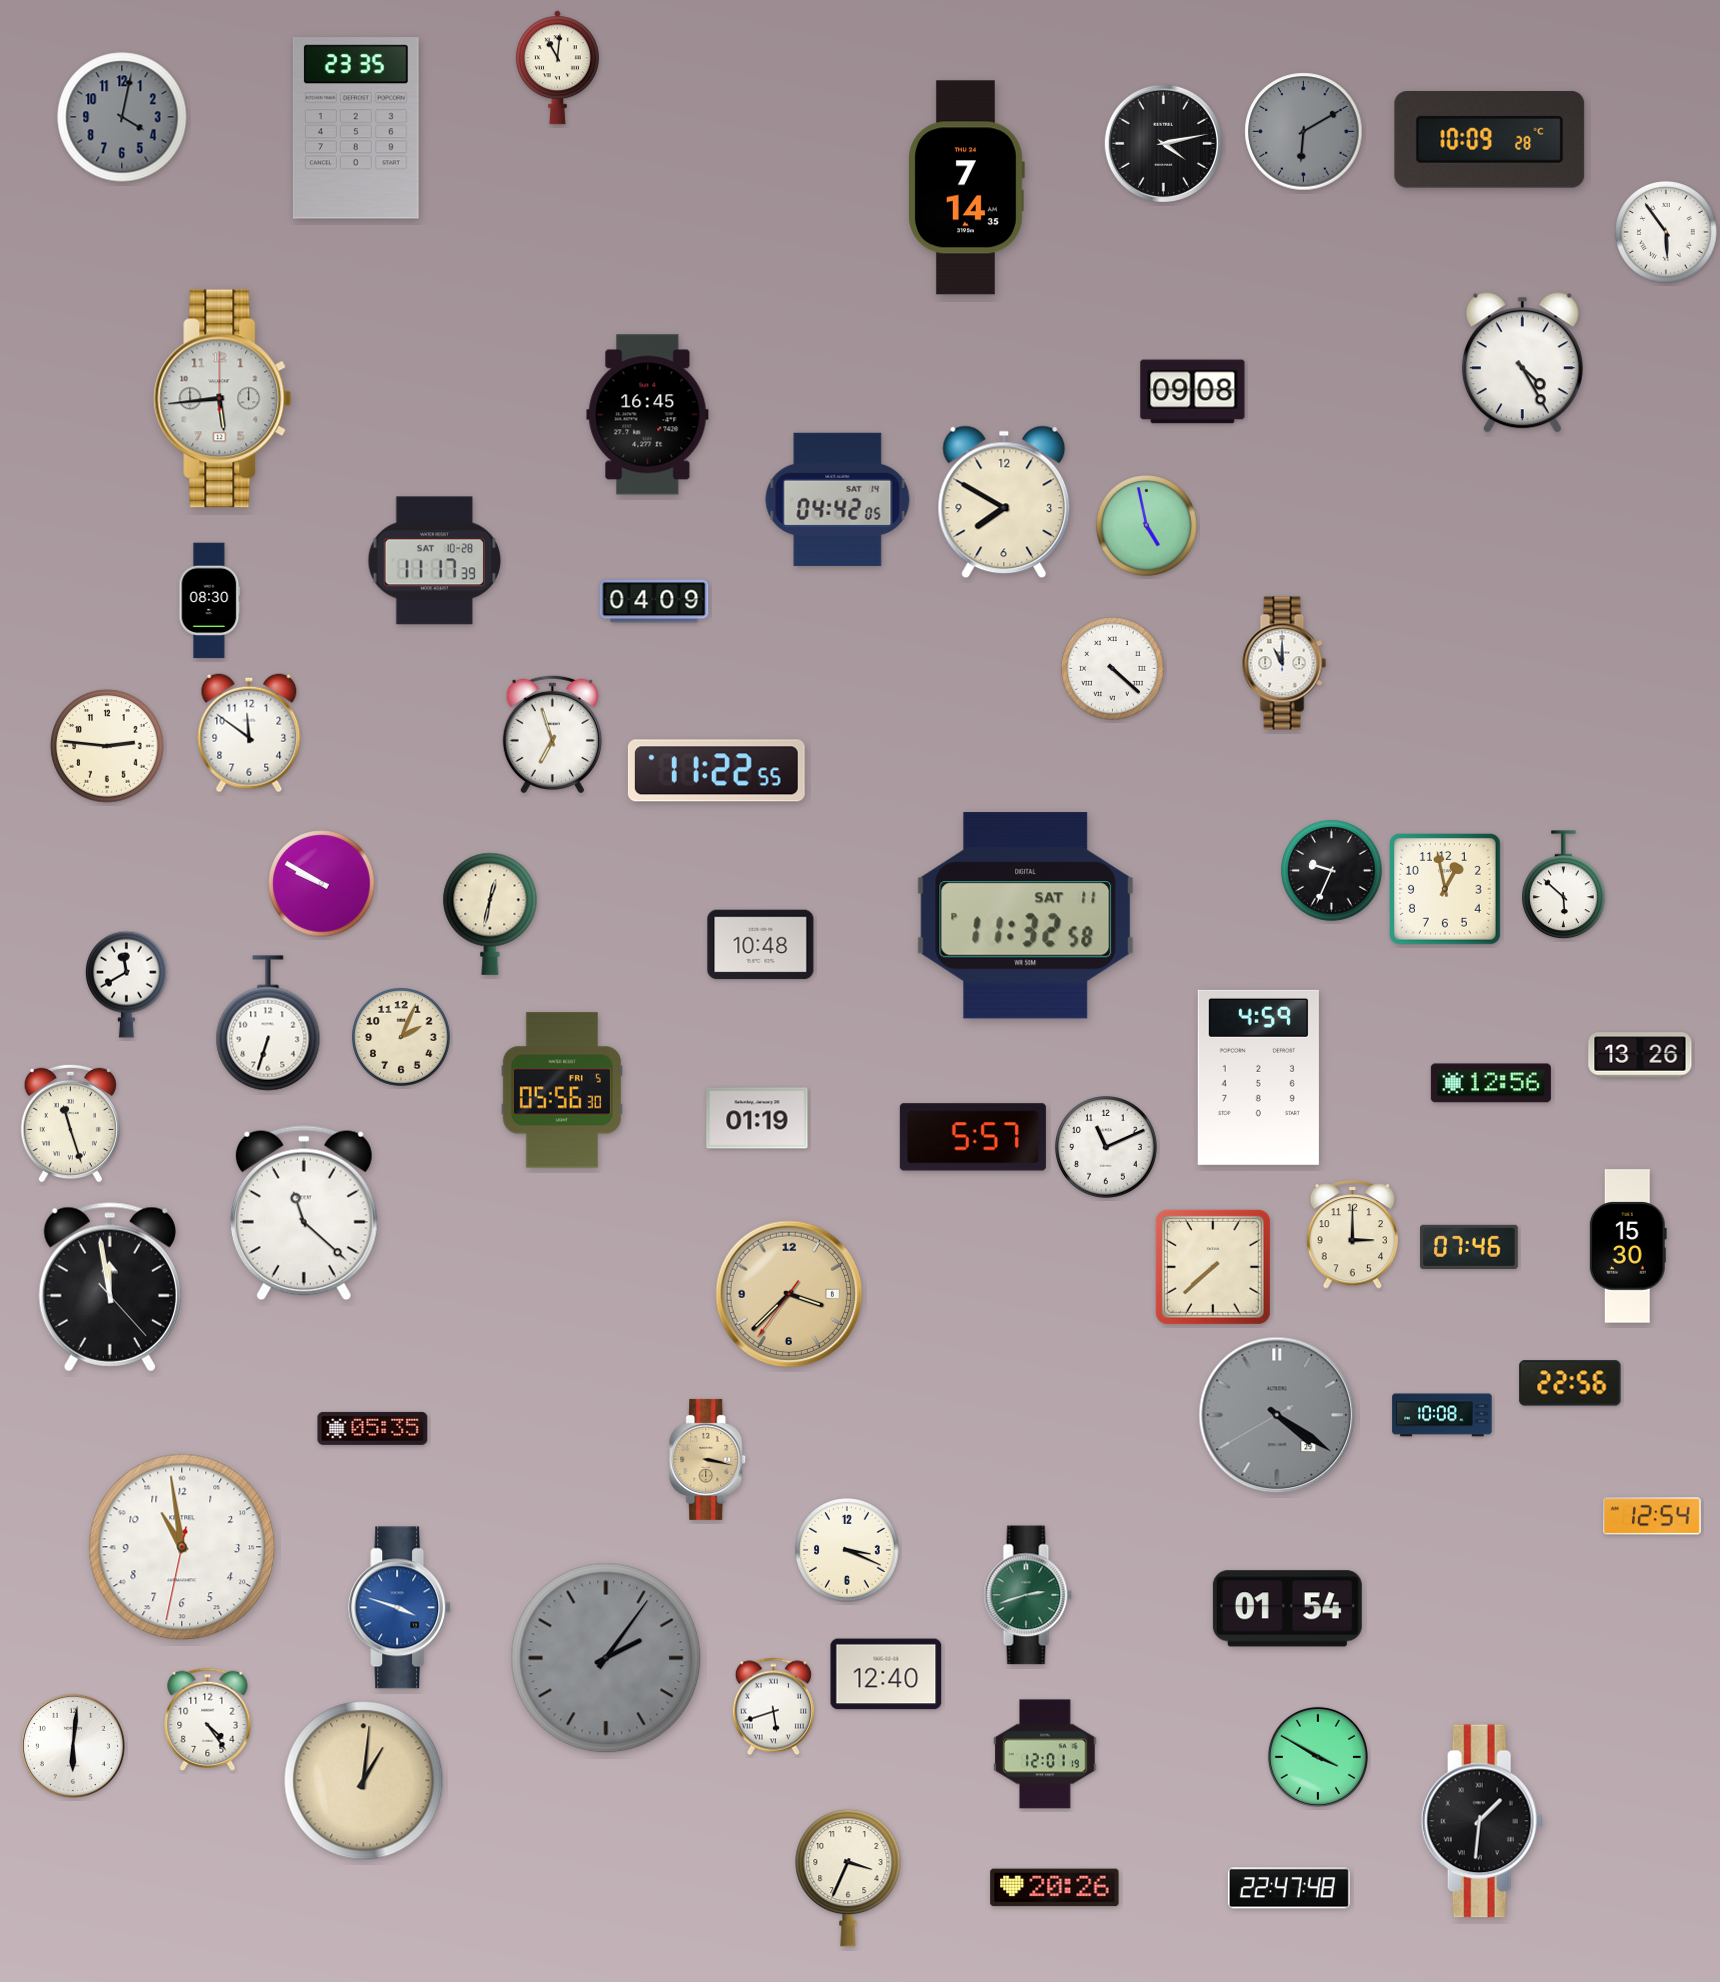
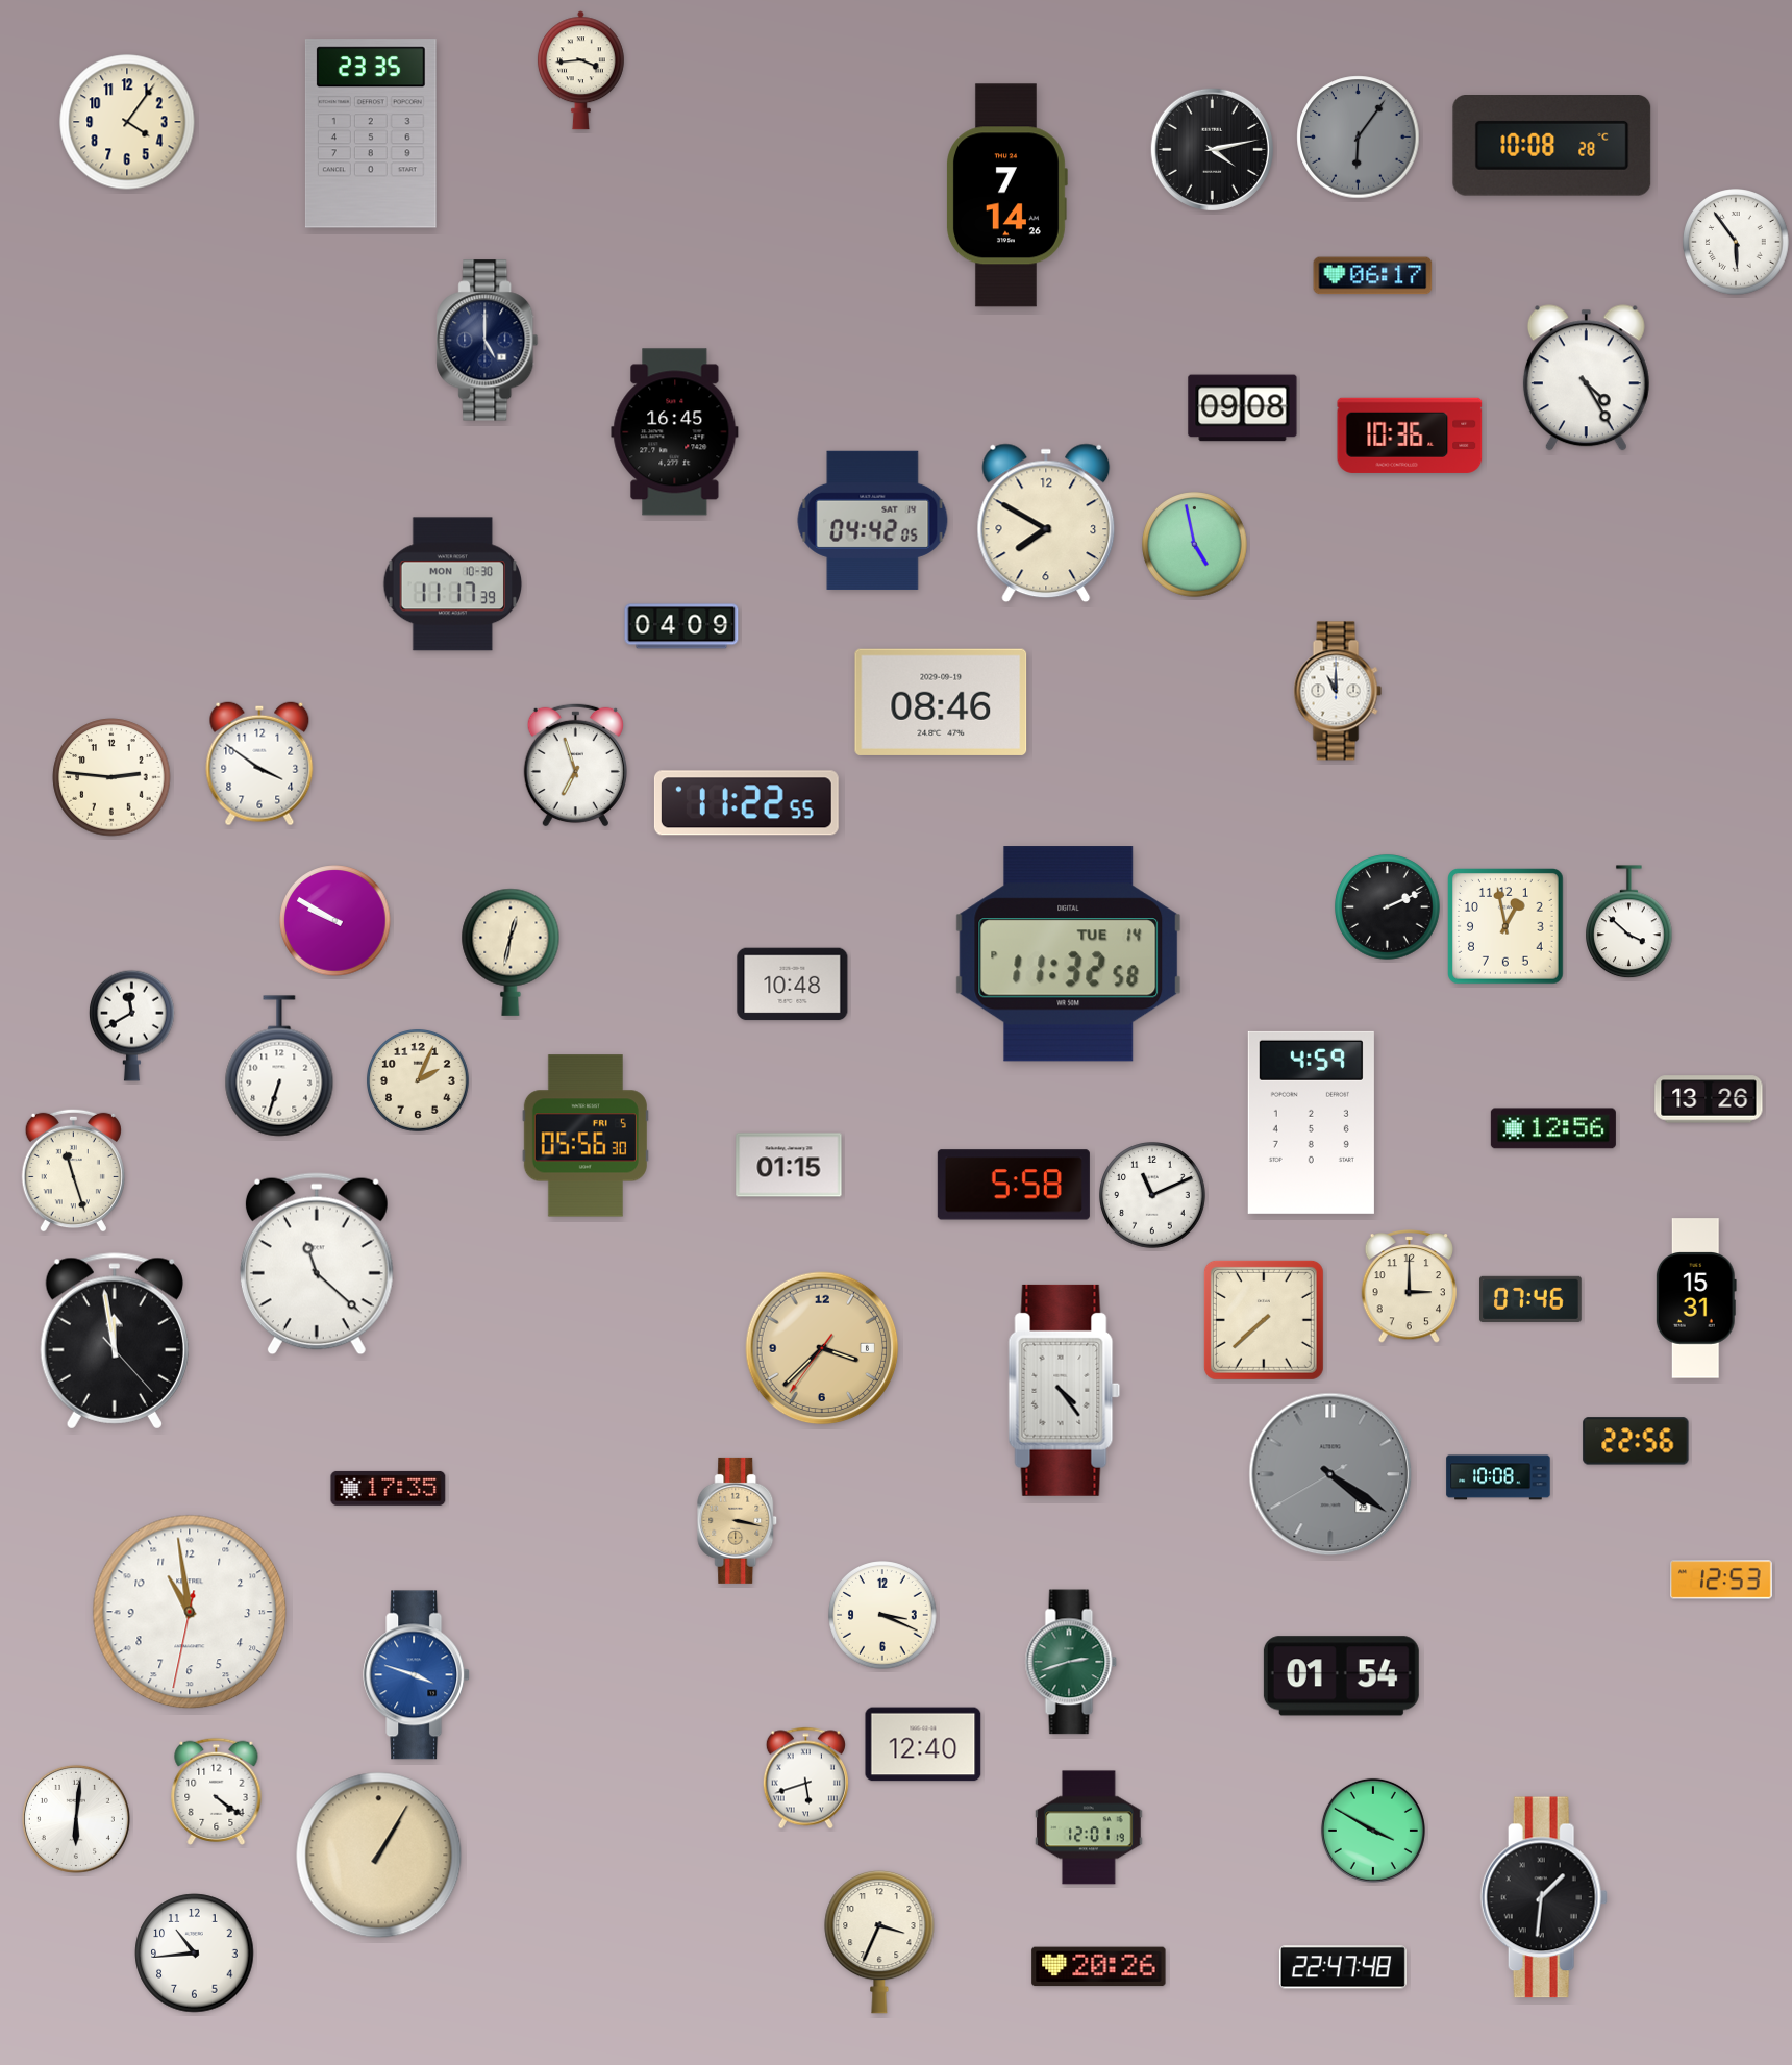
clock at (557, 68): 11:01 -> 3:44
clock at (122, 117): 4:02 -> 4:06
clock at (122, 117) dial: grey -> cream
clock at (1304, 132): 6:10 -> 6:06
clock at (1490, 140): 10:09 -> 10:08
clock at (967, 188): 7:14:35 -> 7:14:26
clock at (1373, 276): none -> 06:17
clock at (488, 341): none -> 5:00
clock at (223, 399): 5:44 -> none
clock at (1410, 436): none -> 10:36
clock at (1147, 526) position: (1147, 526) -> (1195, 545)
clock at (435, 561) date: SAT 10-28 -> MON 10-30
clock at (210, 601): 08:30 -> none
clock at (1113, 669): 4:22 -> none
clock at (941, 702): none -> 08:46
clock at (249, 733): 11:51 -> 3:51
clock at (1332, 871): 9:34 -> 2:11
clock at (1564, 885): 5:52 -> 3:52
clock at (1026, 916) date: SAT 11 -> TUE 14
clock at (757, 1118): 01:19 -> 01:15
clock at (973, 1137): 5:57 -> 5:58
clock at (1628, 1246): 15:30 -> 15:31
clock at (1065, 1390): none -> 4:24
clock at (1442, 1415) position: (1442, 1415) -> (1498, 1477)
clock at (373, 1428): 05:35 -> 17:35
clock at (1652, 1516): 12:54 -> 12:53
clock at (606, 1658): 2:06 -> none
clock at (208, 1719): 4:24 -> 4:21
clock at (364, 1781): 1:01 -> 1:05
clock at (195, 1954): none -> 10:44
clock at (848, 1878) position: (848, 1878) -> (879, 1942)
